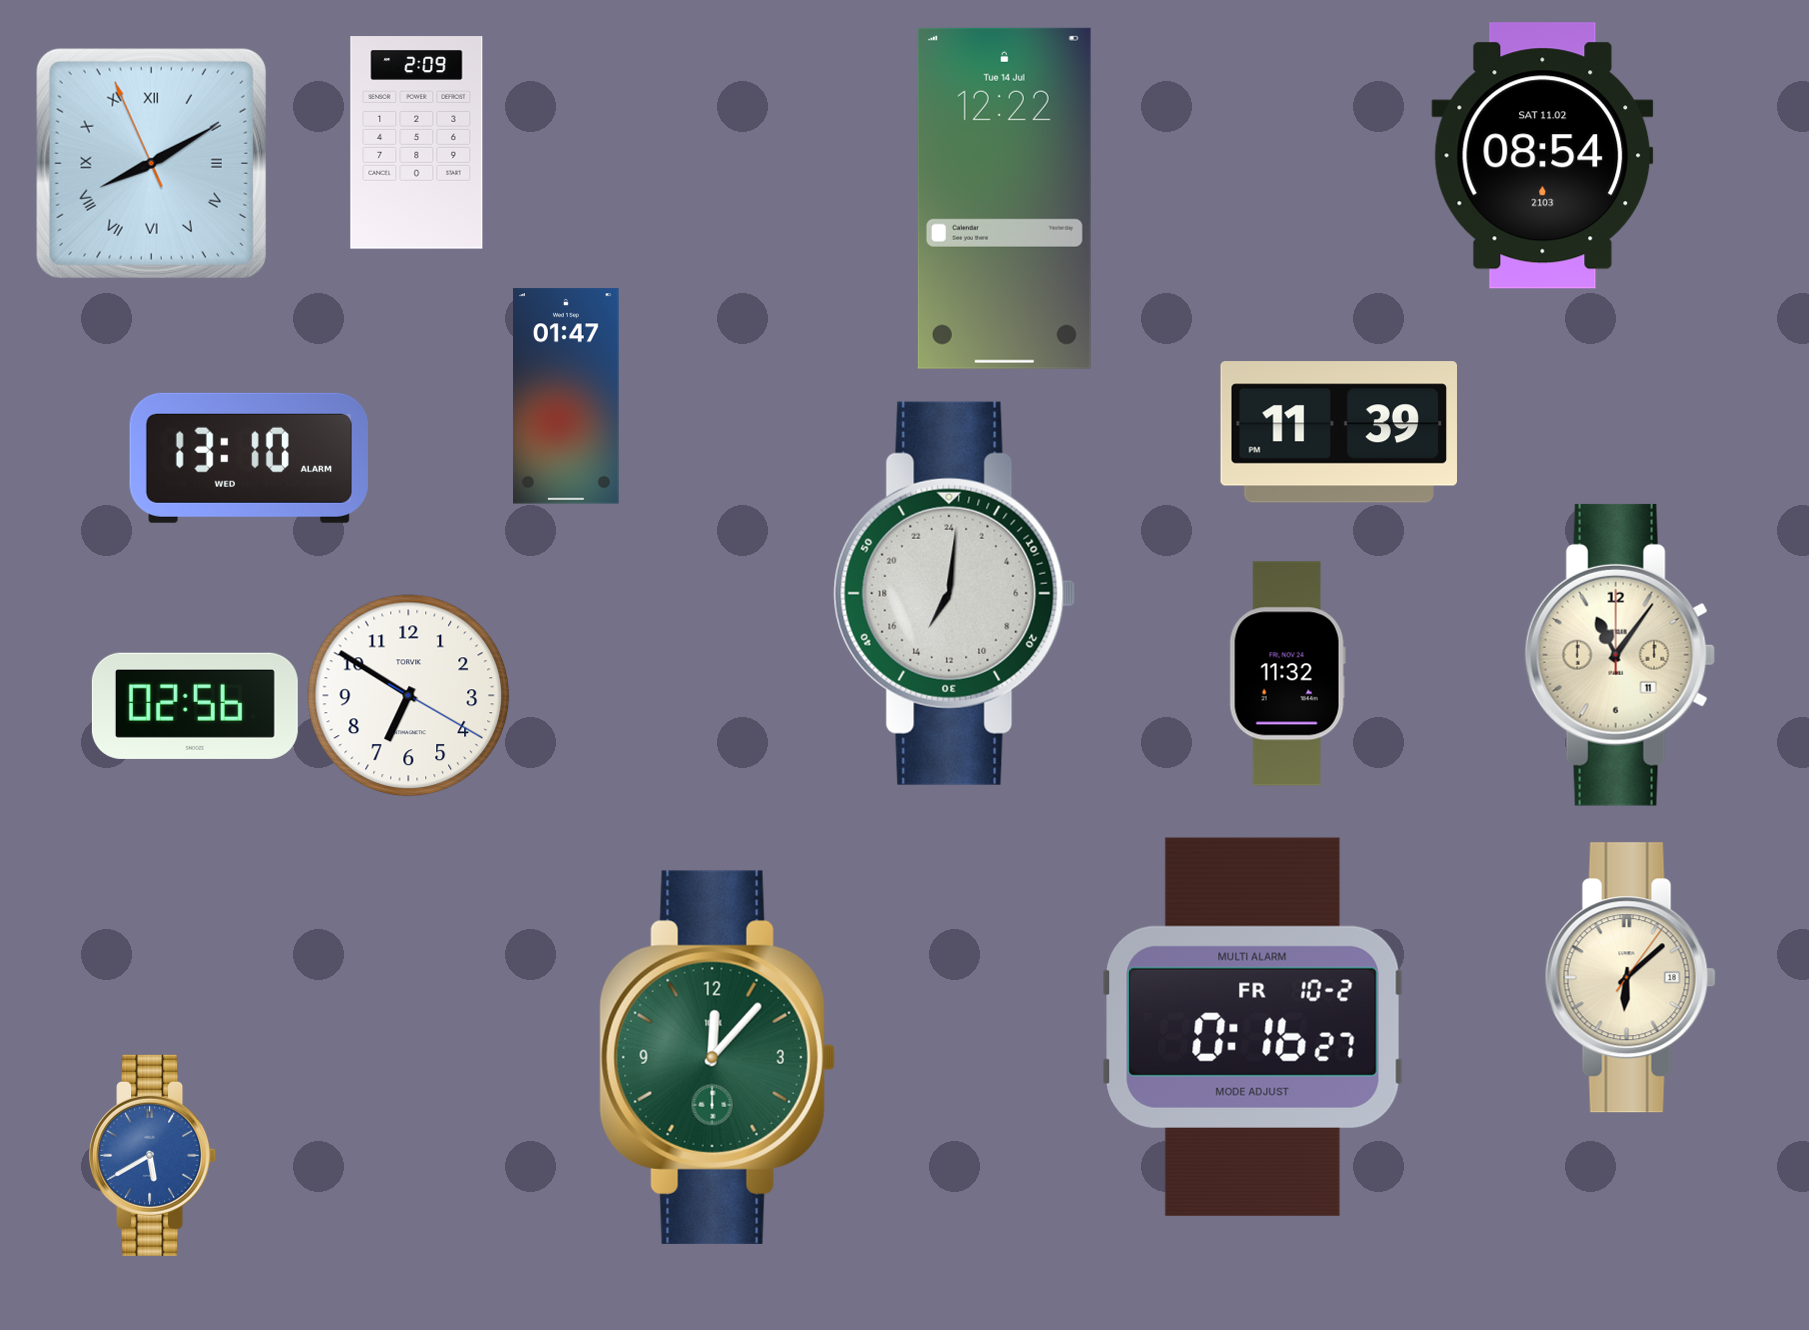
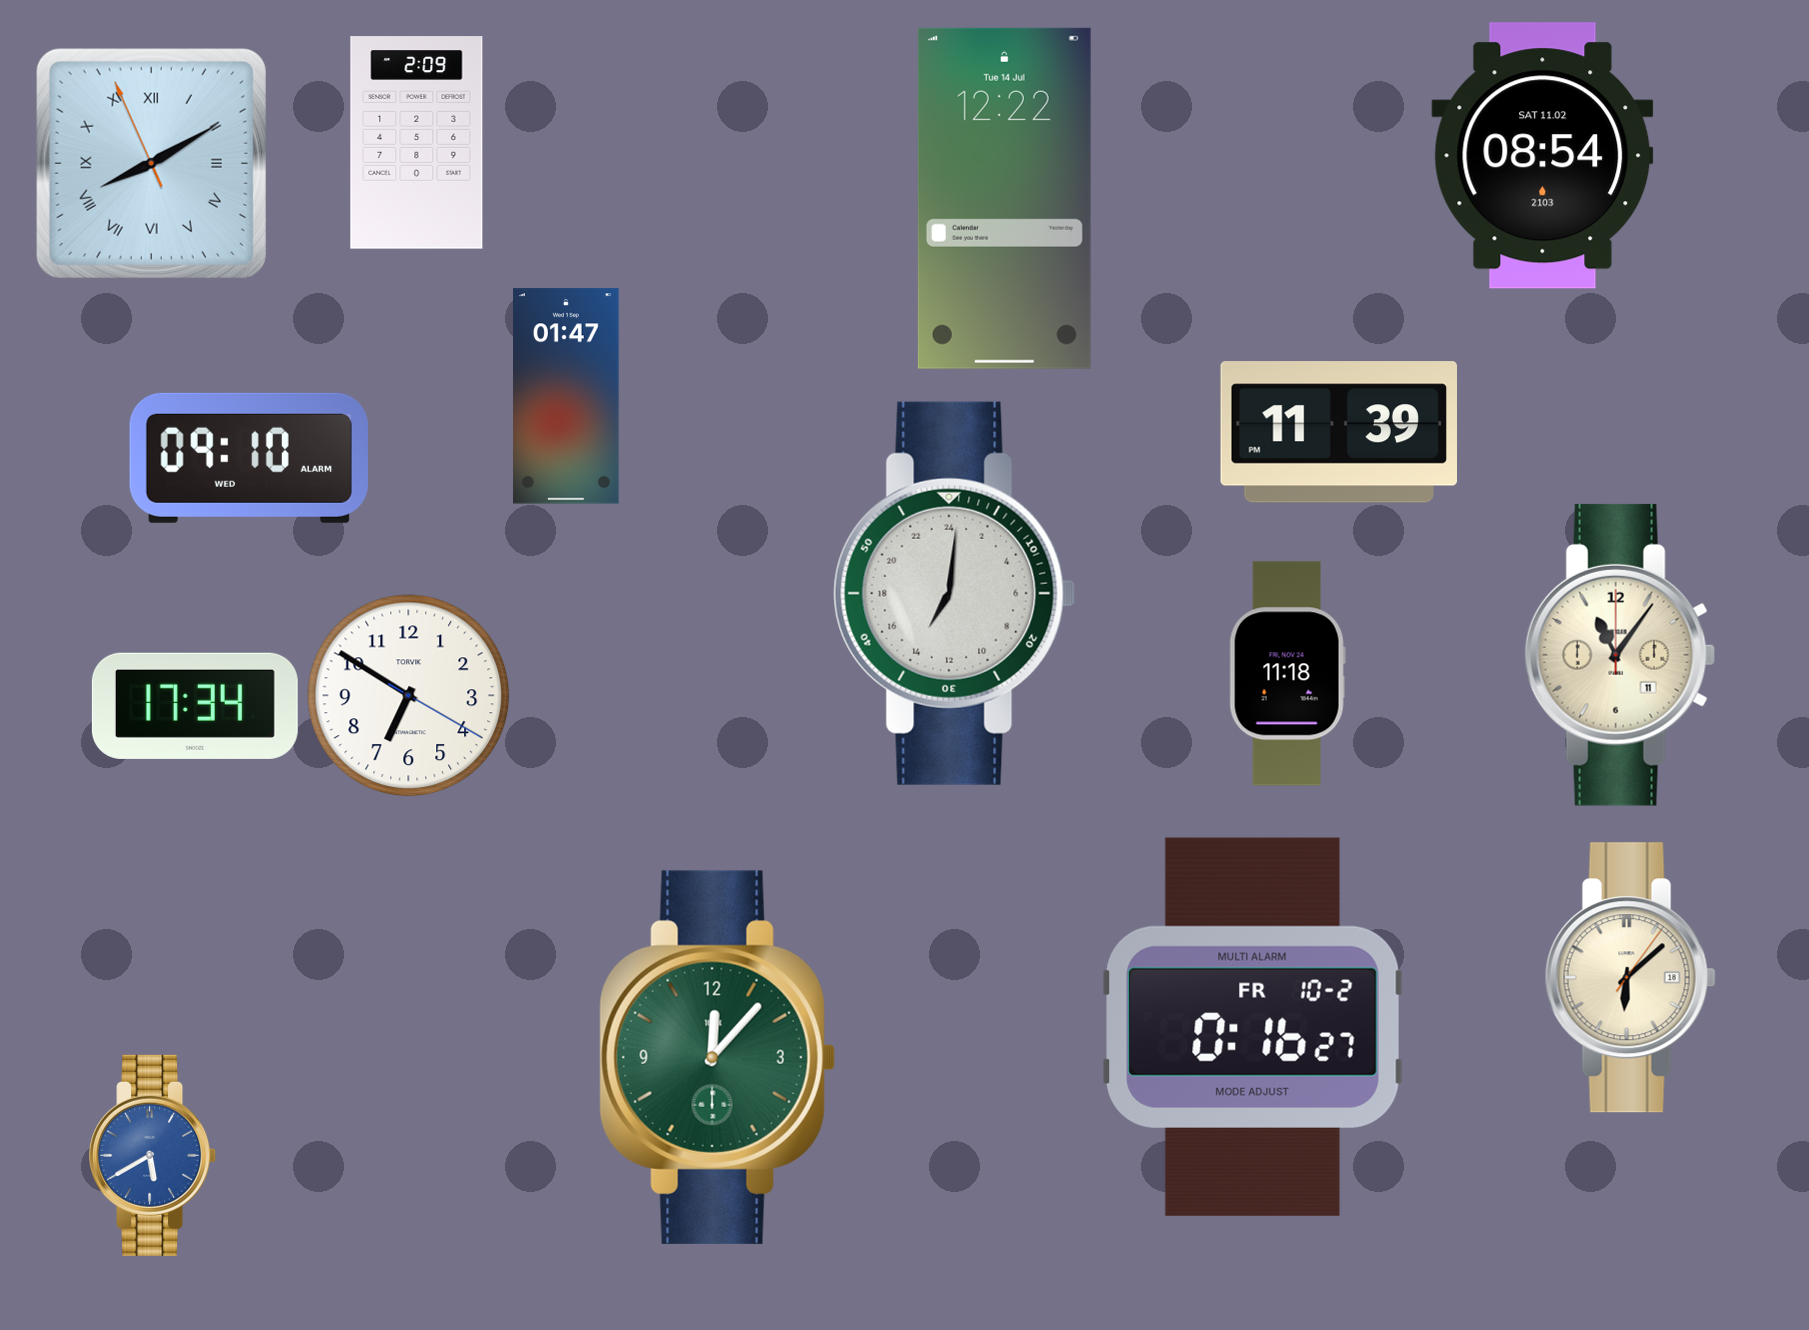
clock at (249, 458): 13:10 -> 09:10
clock at (1287, 674): 11:32 -> 11:18
clock at (195, 706): 02:56 -> 17:34
